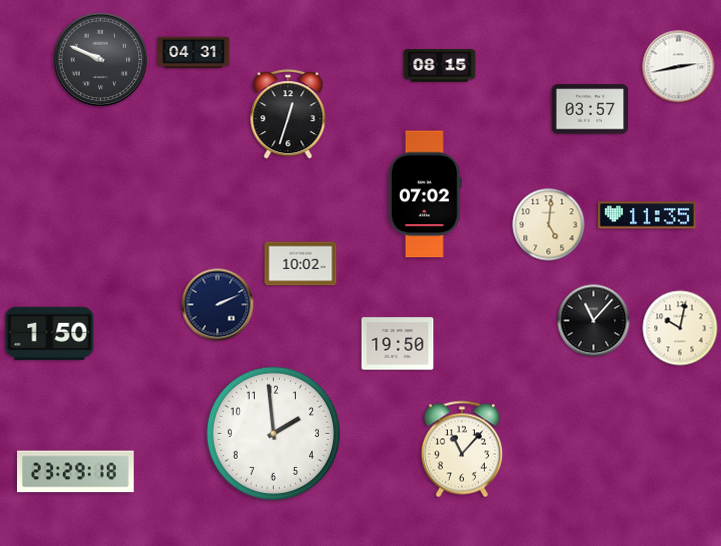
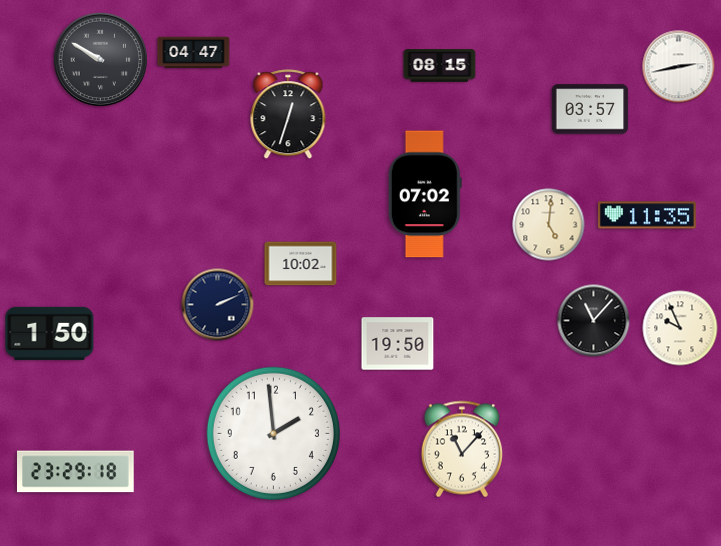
clock at (194, 53): 04:31 -> 04:47
clock at (101, 60): 9:49 -> 9:50
clock at (680, 328): 10:02 -> 9:56
